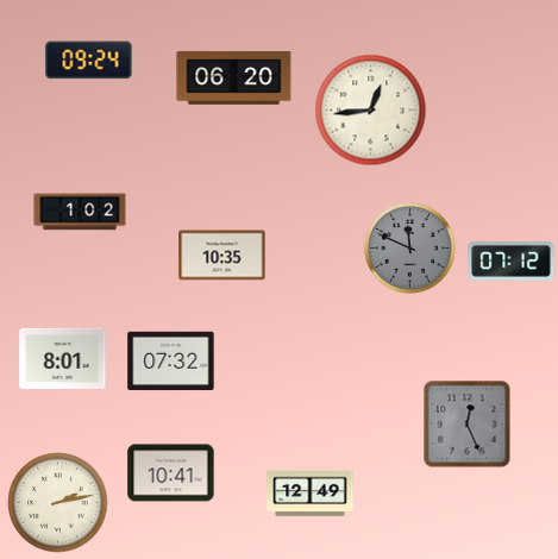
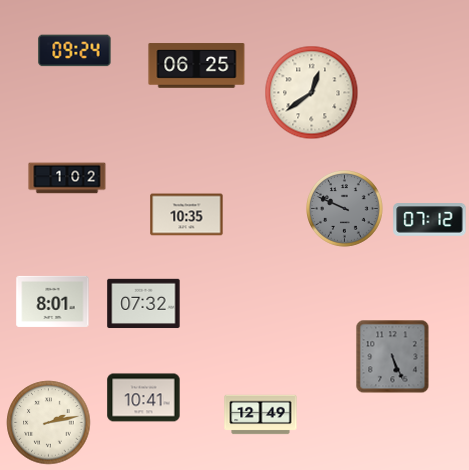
clock at (234, 78): 06:20 -> 06:25
clock at (371, 111): 12:44 -> 12:39
clock at (410, 249): 11:49 -> 9:49
clock at (468, 425): 12:26 -> 5:26
